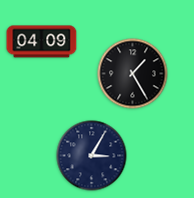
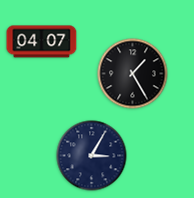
clock at (42, 42): 04:09 -> 04:07
